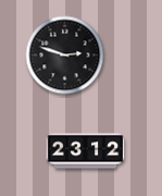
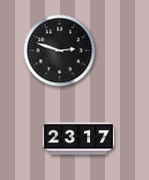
clock at (86, 151): 23:12 -> 23:17
